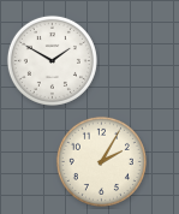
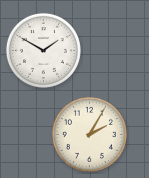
clock at (101, 161) position: (101, 161) -> (89, 134)
